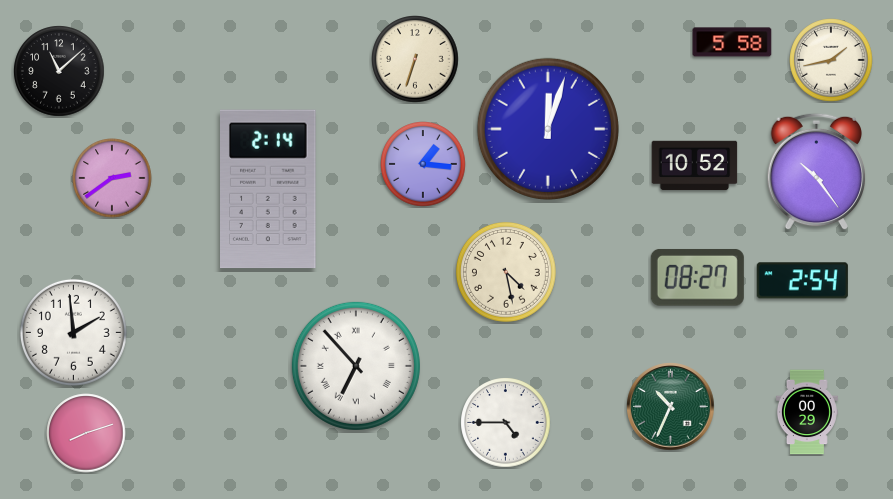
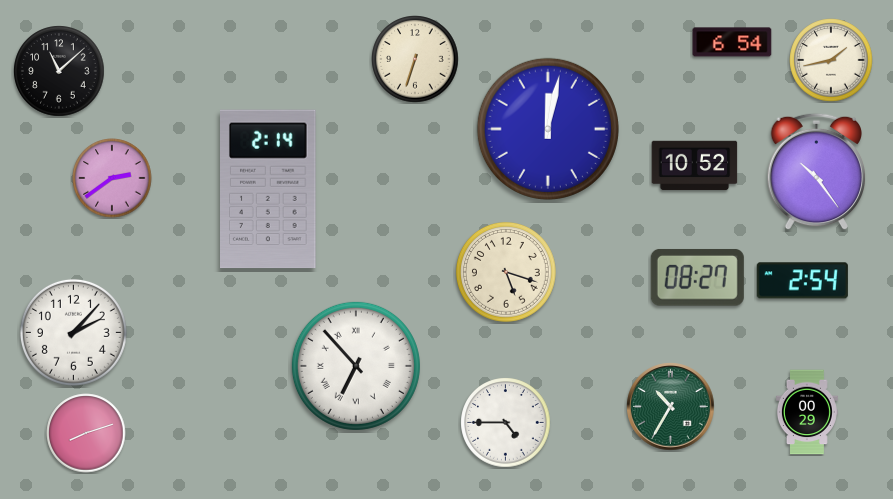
clock at (732, 42): 5:58 -> 6:54
clock at (548, 129): 12:03 -> 12:02
clock at (423, 164): 1:16 -> none
clock at (506, 272): 4:28 -> 5:18
clock at (73, 332): 1:59 -> 2:07
clock at (671, 407): 10:34 -> 10:35
